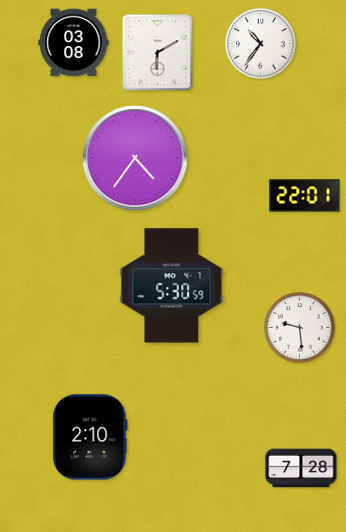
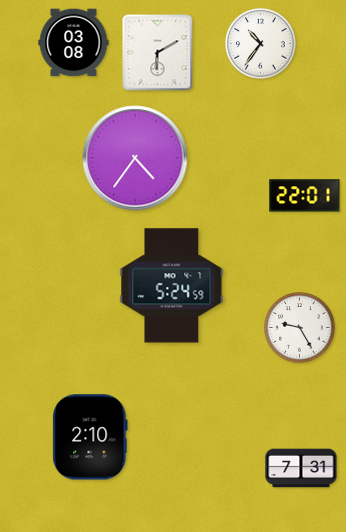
clock at (172, 286): 5:30 -> 5:24
clock at (300, 328): 9:29 -> 9:25
clock at (301, 468): 7:28 -> 7:31
